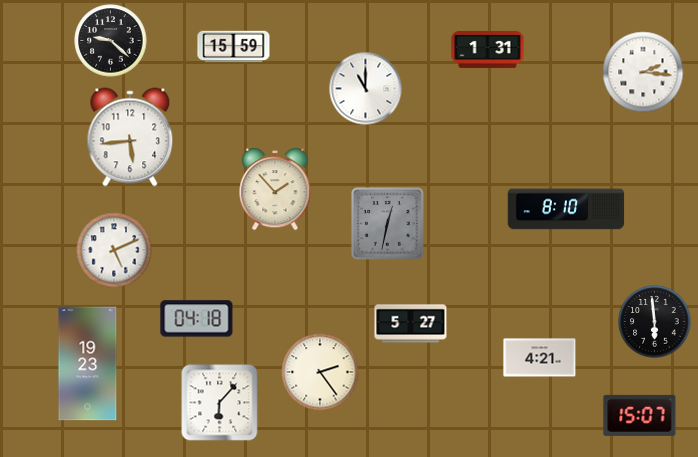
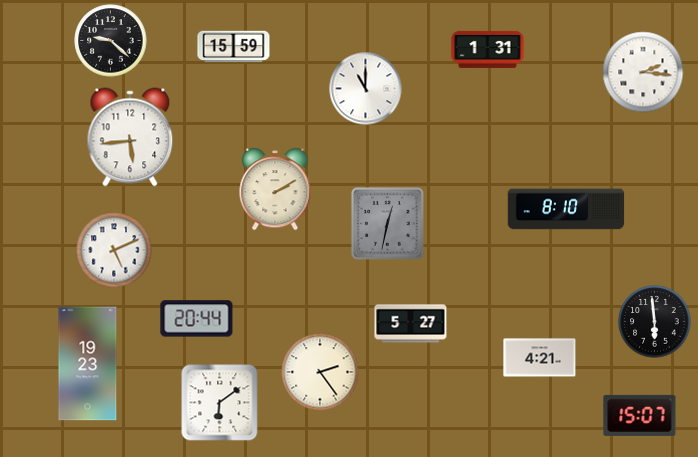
clock at (275, 190): 1:53 -> 2:10
clock at (197, 319): 04:18 -> 20:44
clock at (220, 403): 6:07 -> 6:09
